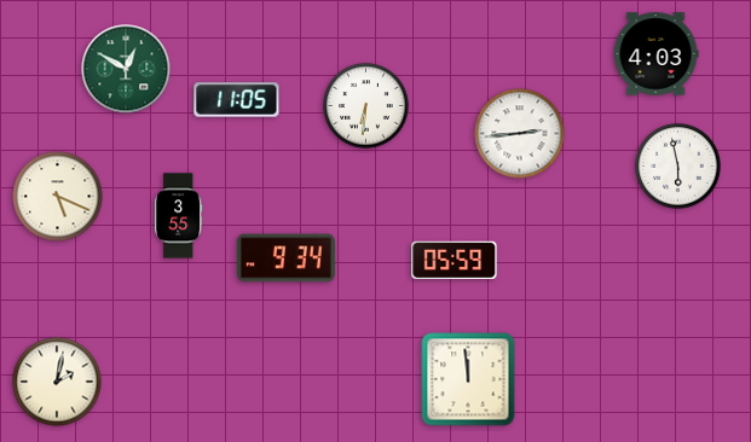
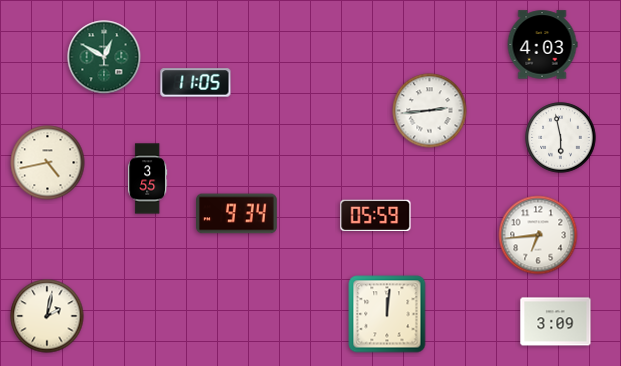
clock at (366, 106): 6:31 -> none
clock at (58, 197): 5:19 -> 4:43
clock at (538, 235): none -> 6:44
clock at (468, 379): 11:59 -> 12:01
clock at (556, 322): none -> 3:09
